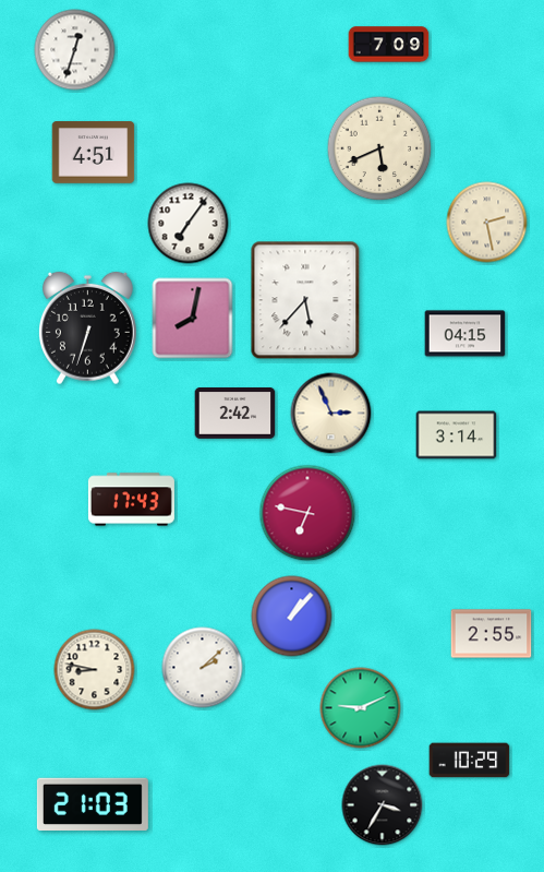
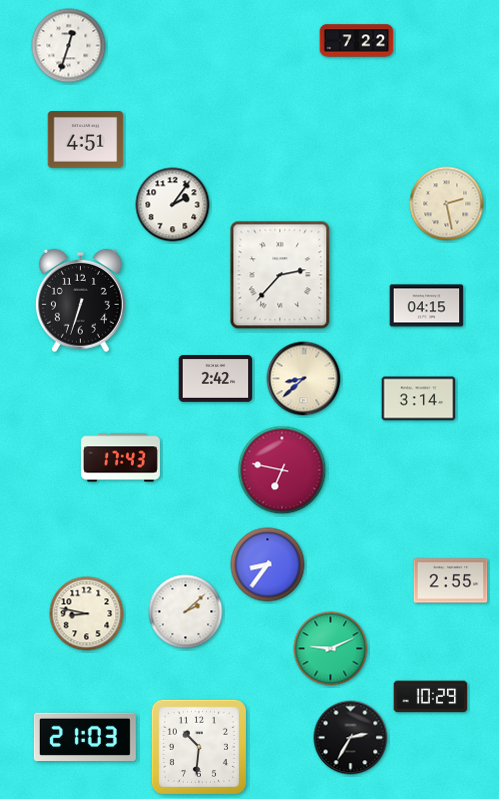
clock at (389, 45): 7:09 -> 7:22
clock at (379, 148): 5:41 -> none
clock at (189, 224): 7:06 -> 2:06
clock at (305, 300): 5:37 -> 2:37
clock at (193, 319): 8:02 -> none
clock at (331, 414): 2:56 -> 8:38
clock at (292, 617): 1:07 -> 8:36
clock at (383, 805): 3:35 -> 2:35
clock at (199, 747): none -> 10:31
